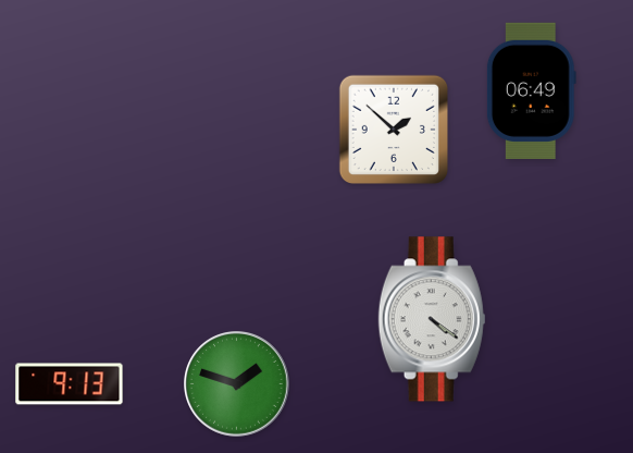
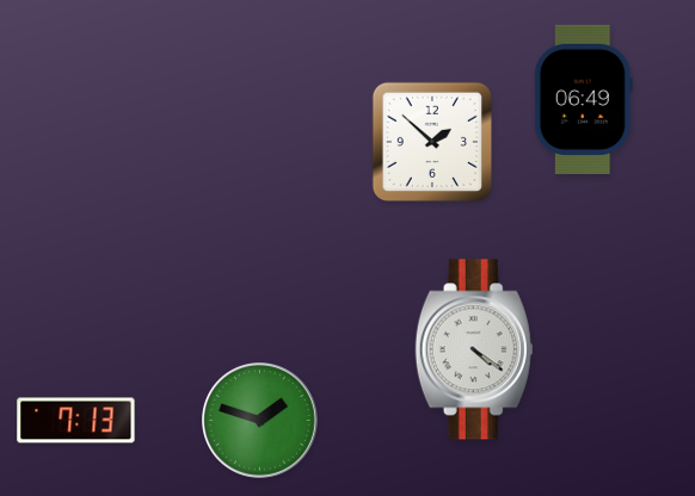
clock at (70, 384): 9:13 -> 7:13
